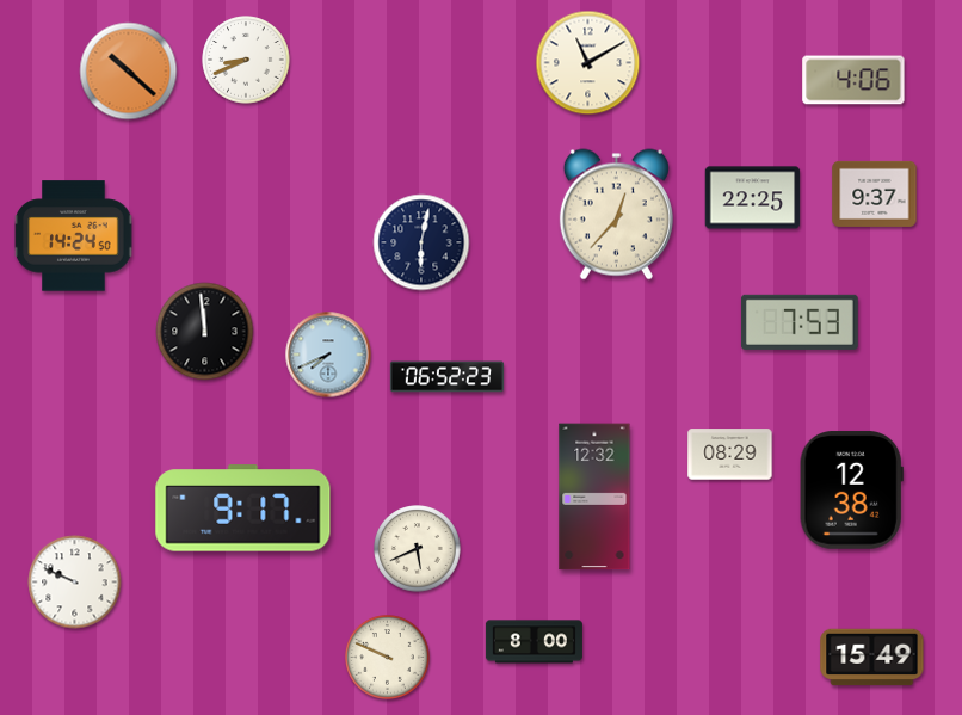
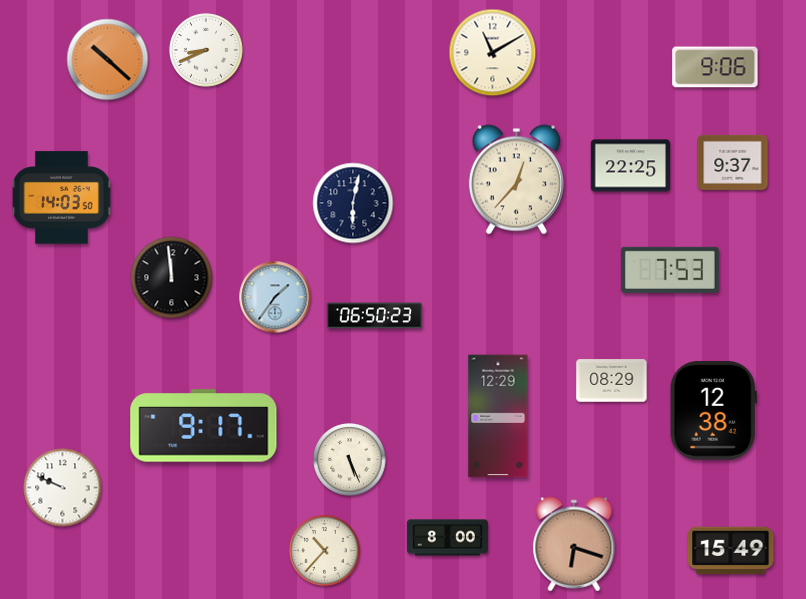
clock at (853, 80): 4:06 -> 9:06
clock at (74, 236): 14:24 -> 14:03
clock at (328, 355): 7:41 -> 1:36
clock at (446, 377): 06:52 -> 06:50
clock at (594, 497): 12:32 -> 12:29
clock at (418, 549): 5:41 -> 5:26
clock at (574, 544): none -> 6:18
clock at (388, 658): 9:49 -> 10:37
